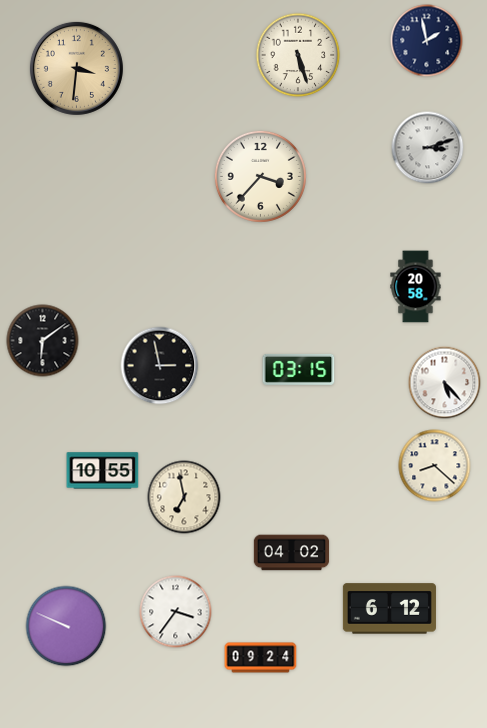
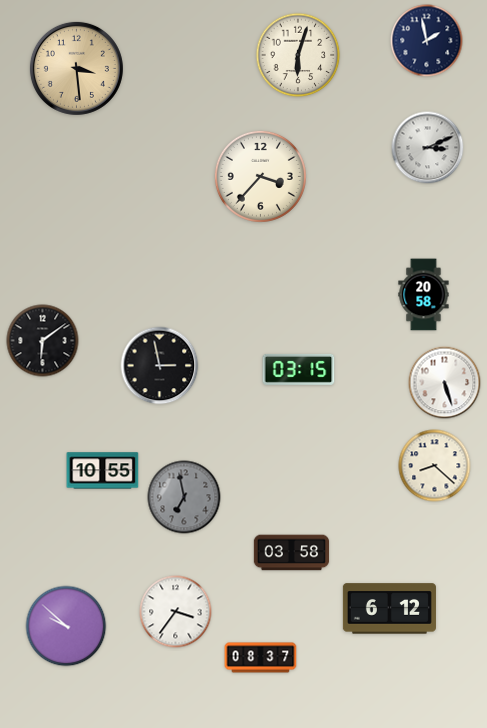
clock at (298, 55): 5:27 -> 6:03
clock at (76, 68): 3:31 -> 3:29
clock at (428, 148): 3:12 -> 3:11
clock at (416, 287) position: (416, 287) -> (424, 295)
clock at (445, 383): 5:23 -> 5:27
clock at (184, 497) dial: cream -> grey
clock at (292, 553): 04:02 -> 03:58
clock at (66, 626): 9:49 -> 9:52
clock at (261, 658): 09:24 -> 08:37
